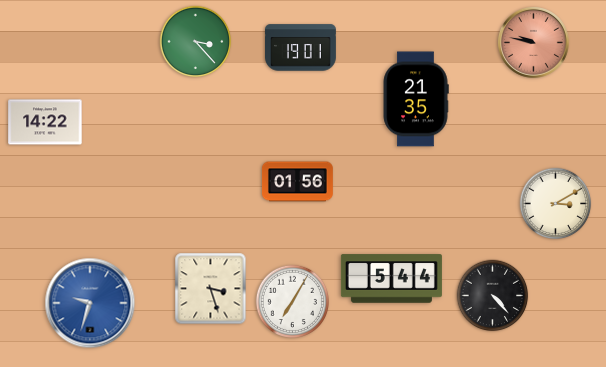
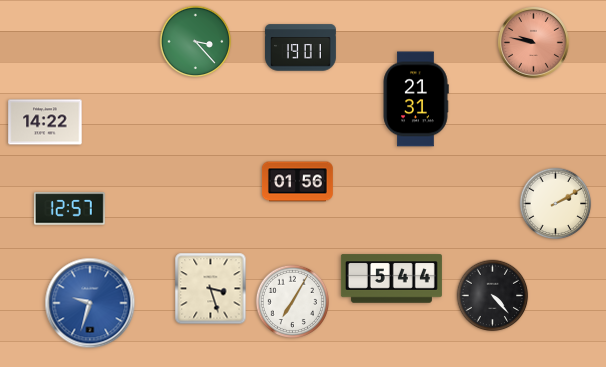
clock at (416, 99): 21:35 -> 21:31
clock at (556, 204): 3:10 -> 2:10
clock at (69, 209): none -> 12:57
